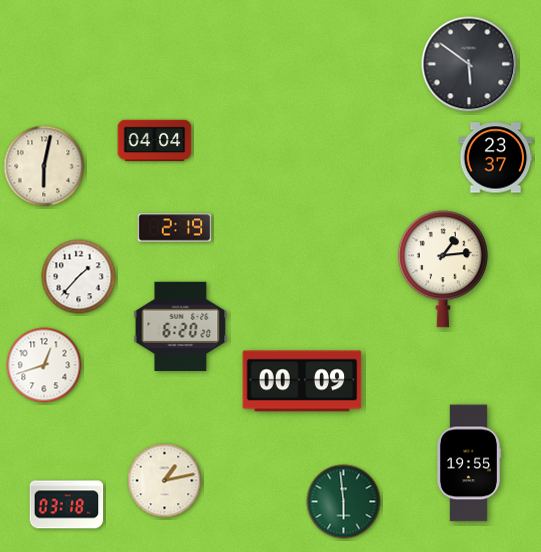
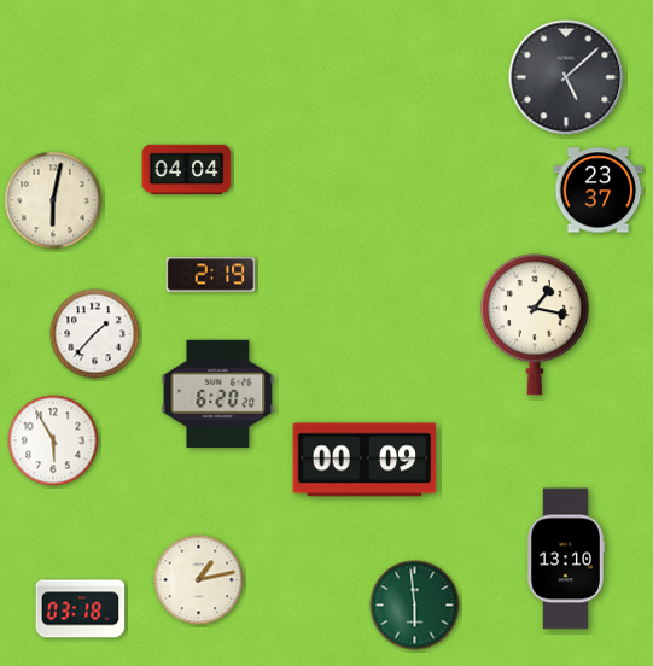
clock at (469, 64): 5:51 -> 5:08
clock at (443, 269): 1:14 -> 1:17
clock at (44, 365): 12:42 -> 5:55
clock at (468, 463): 19:55 -> 13:10
